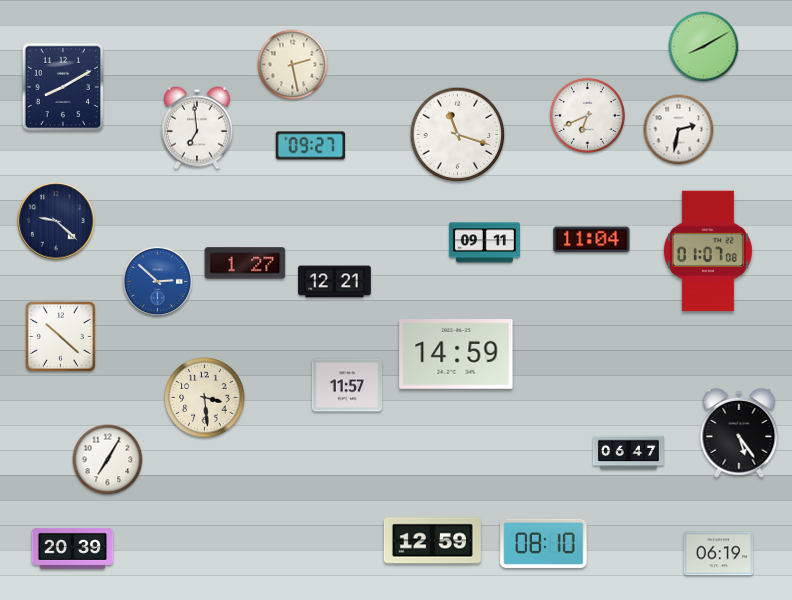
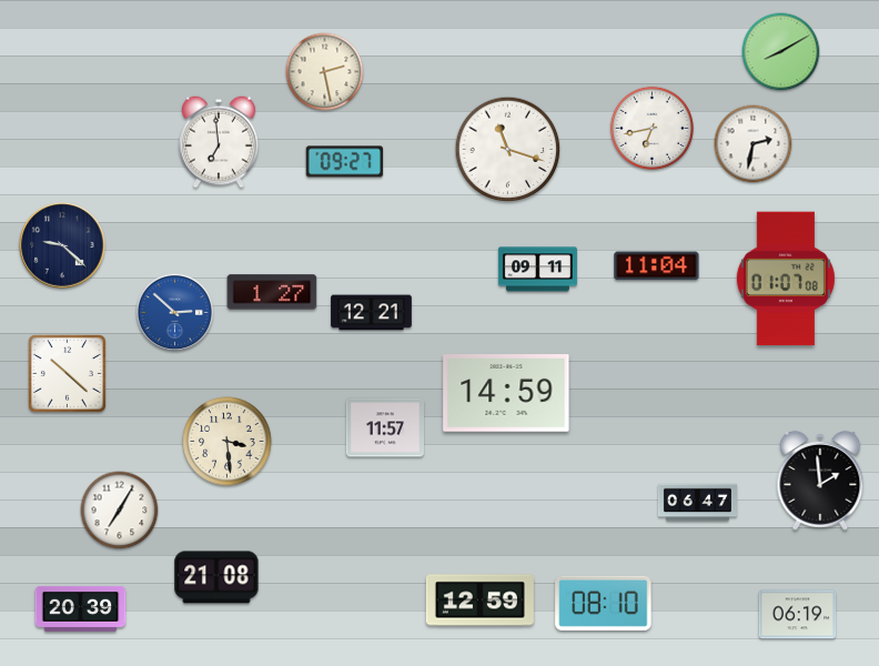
clock at (63, 87): 8:10 -> none
clock at (587, 115): 6:41 -> 6:43
clock at (739, 433): 5:24 -> 1:59
clock at (216, 577): none -> 21:08
